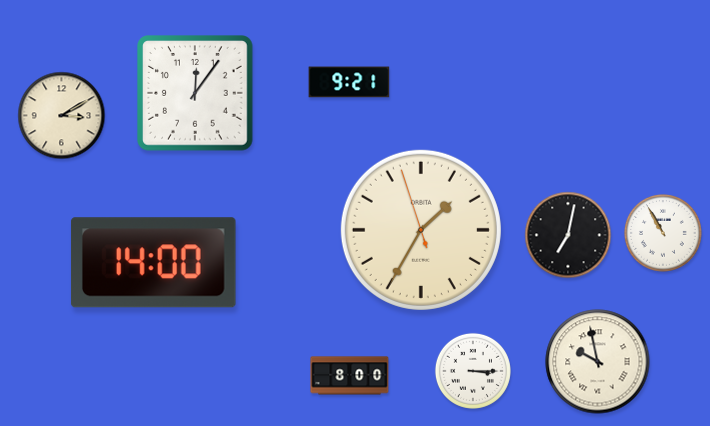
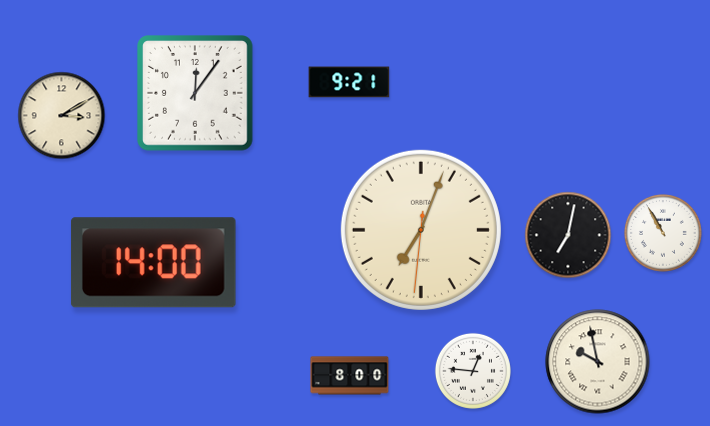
clock at (421, 230): 1:34 -> 7:03
clock at (473, 371): 3:15 -> 12:46
